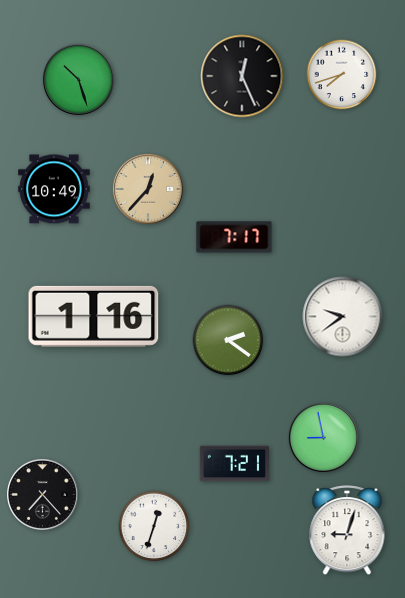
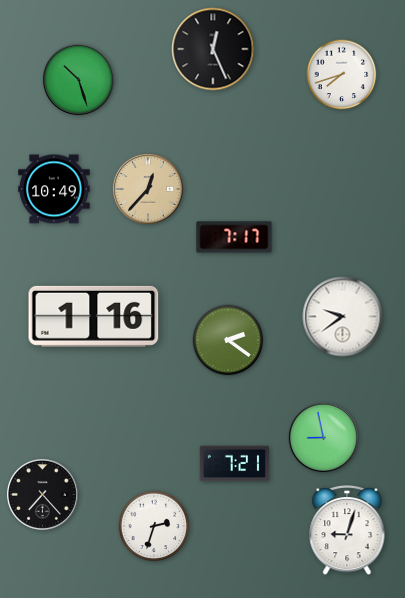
clock at (242, 76) position: (242, 76) -> (213, 49)
clock at (154, 526): 12:33 -> 2:33
